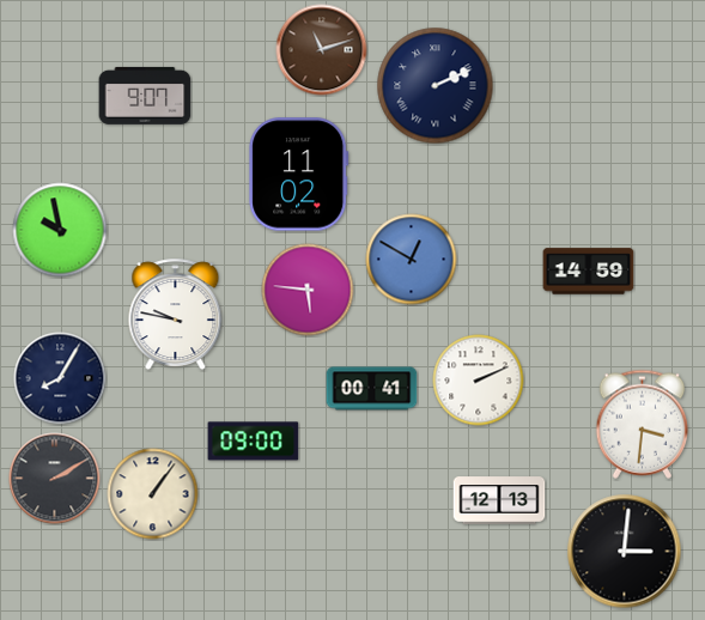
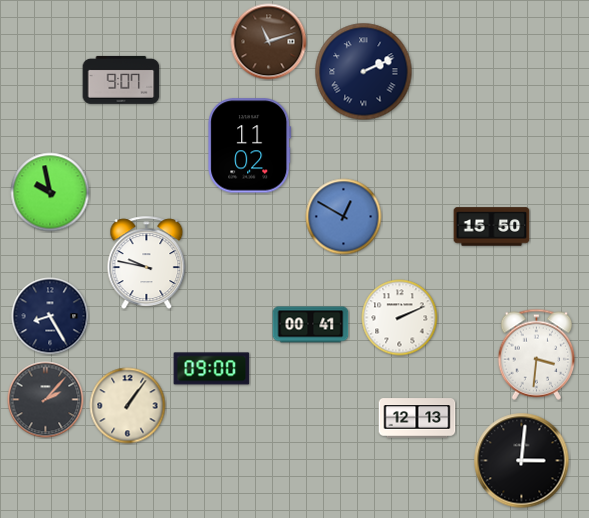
clock at (589, 272): 14:59 -> 15:50
clock at (308, 290): 5:46 -> none
clock at (60, 378): 8:05 -> 8:25
clock at (55, 479): 2:10 -> 2:07
clock at (153, 494) position: (153, 494) -> (128, 406)
